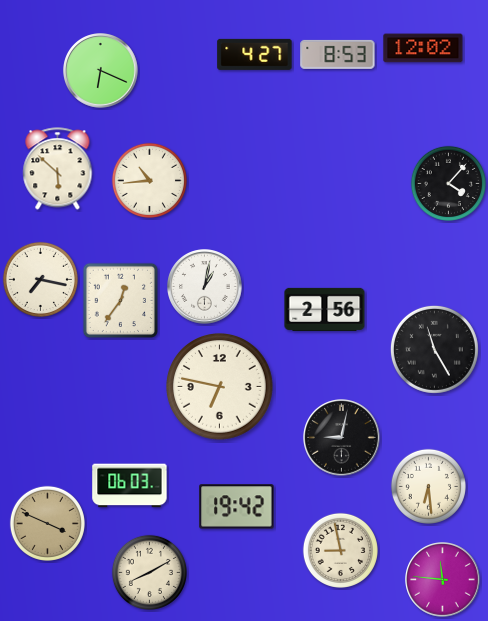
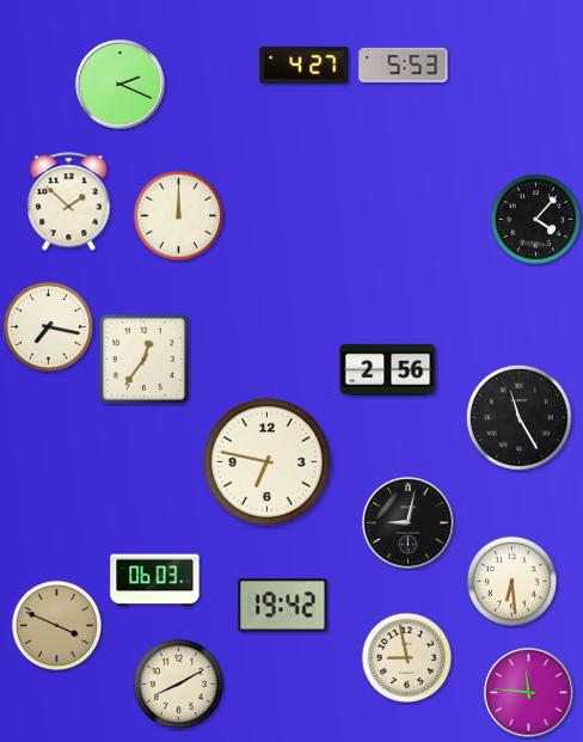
clock at (423, 48): 12:02 -> none
clock at (338, 54): 8:53 -> 5:53
clock at (101, 71): 6:19 -> 2:19
clock at (58, 169): 5:52 -> 1:52
clock at (149, 180): 10:44 -> 12:00
clock at (40, 279) position: (40, 279) -> (48, 326)
clock at (205, 287): 1:02 -> none
clock at (220, 387) position: (220, 387) -> (268, 462)
